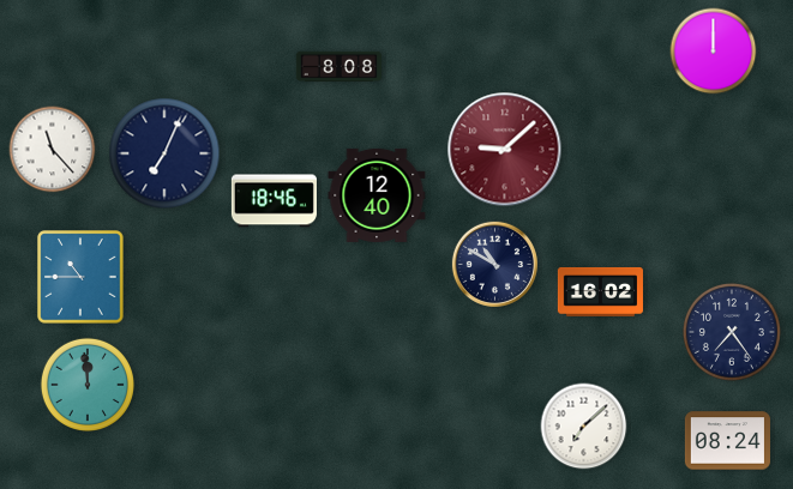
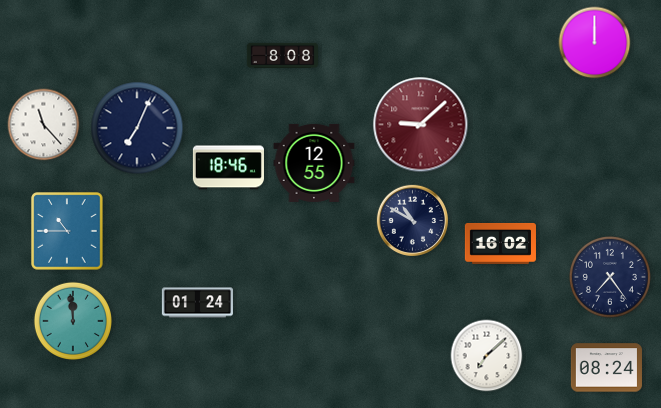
clock at (377, 195): 12:40 -> 12:55
clock at (197, 303): none -> 01:24
